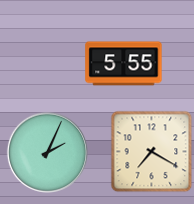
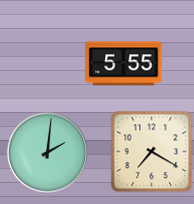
clock at (47, 152): 2:04 -> 2:01
